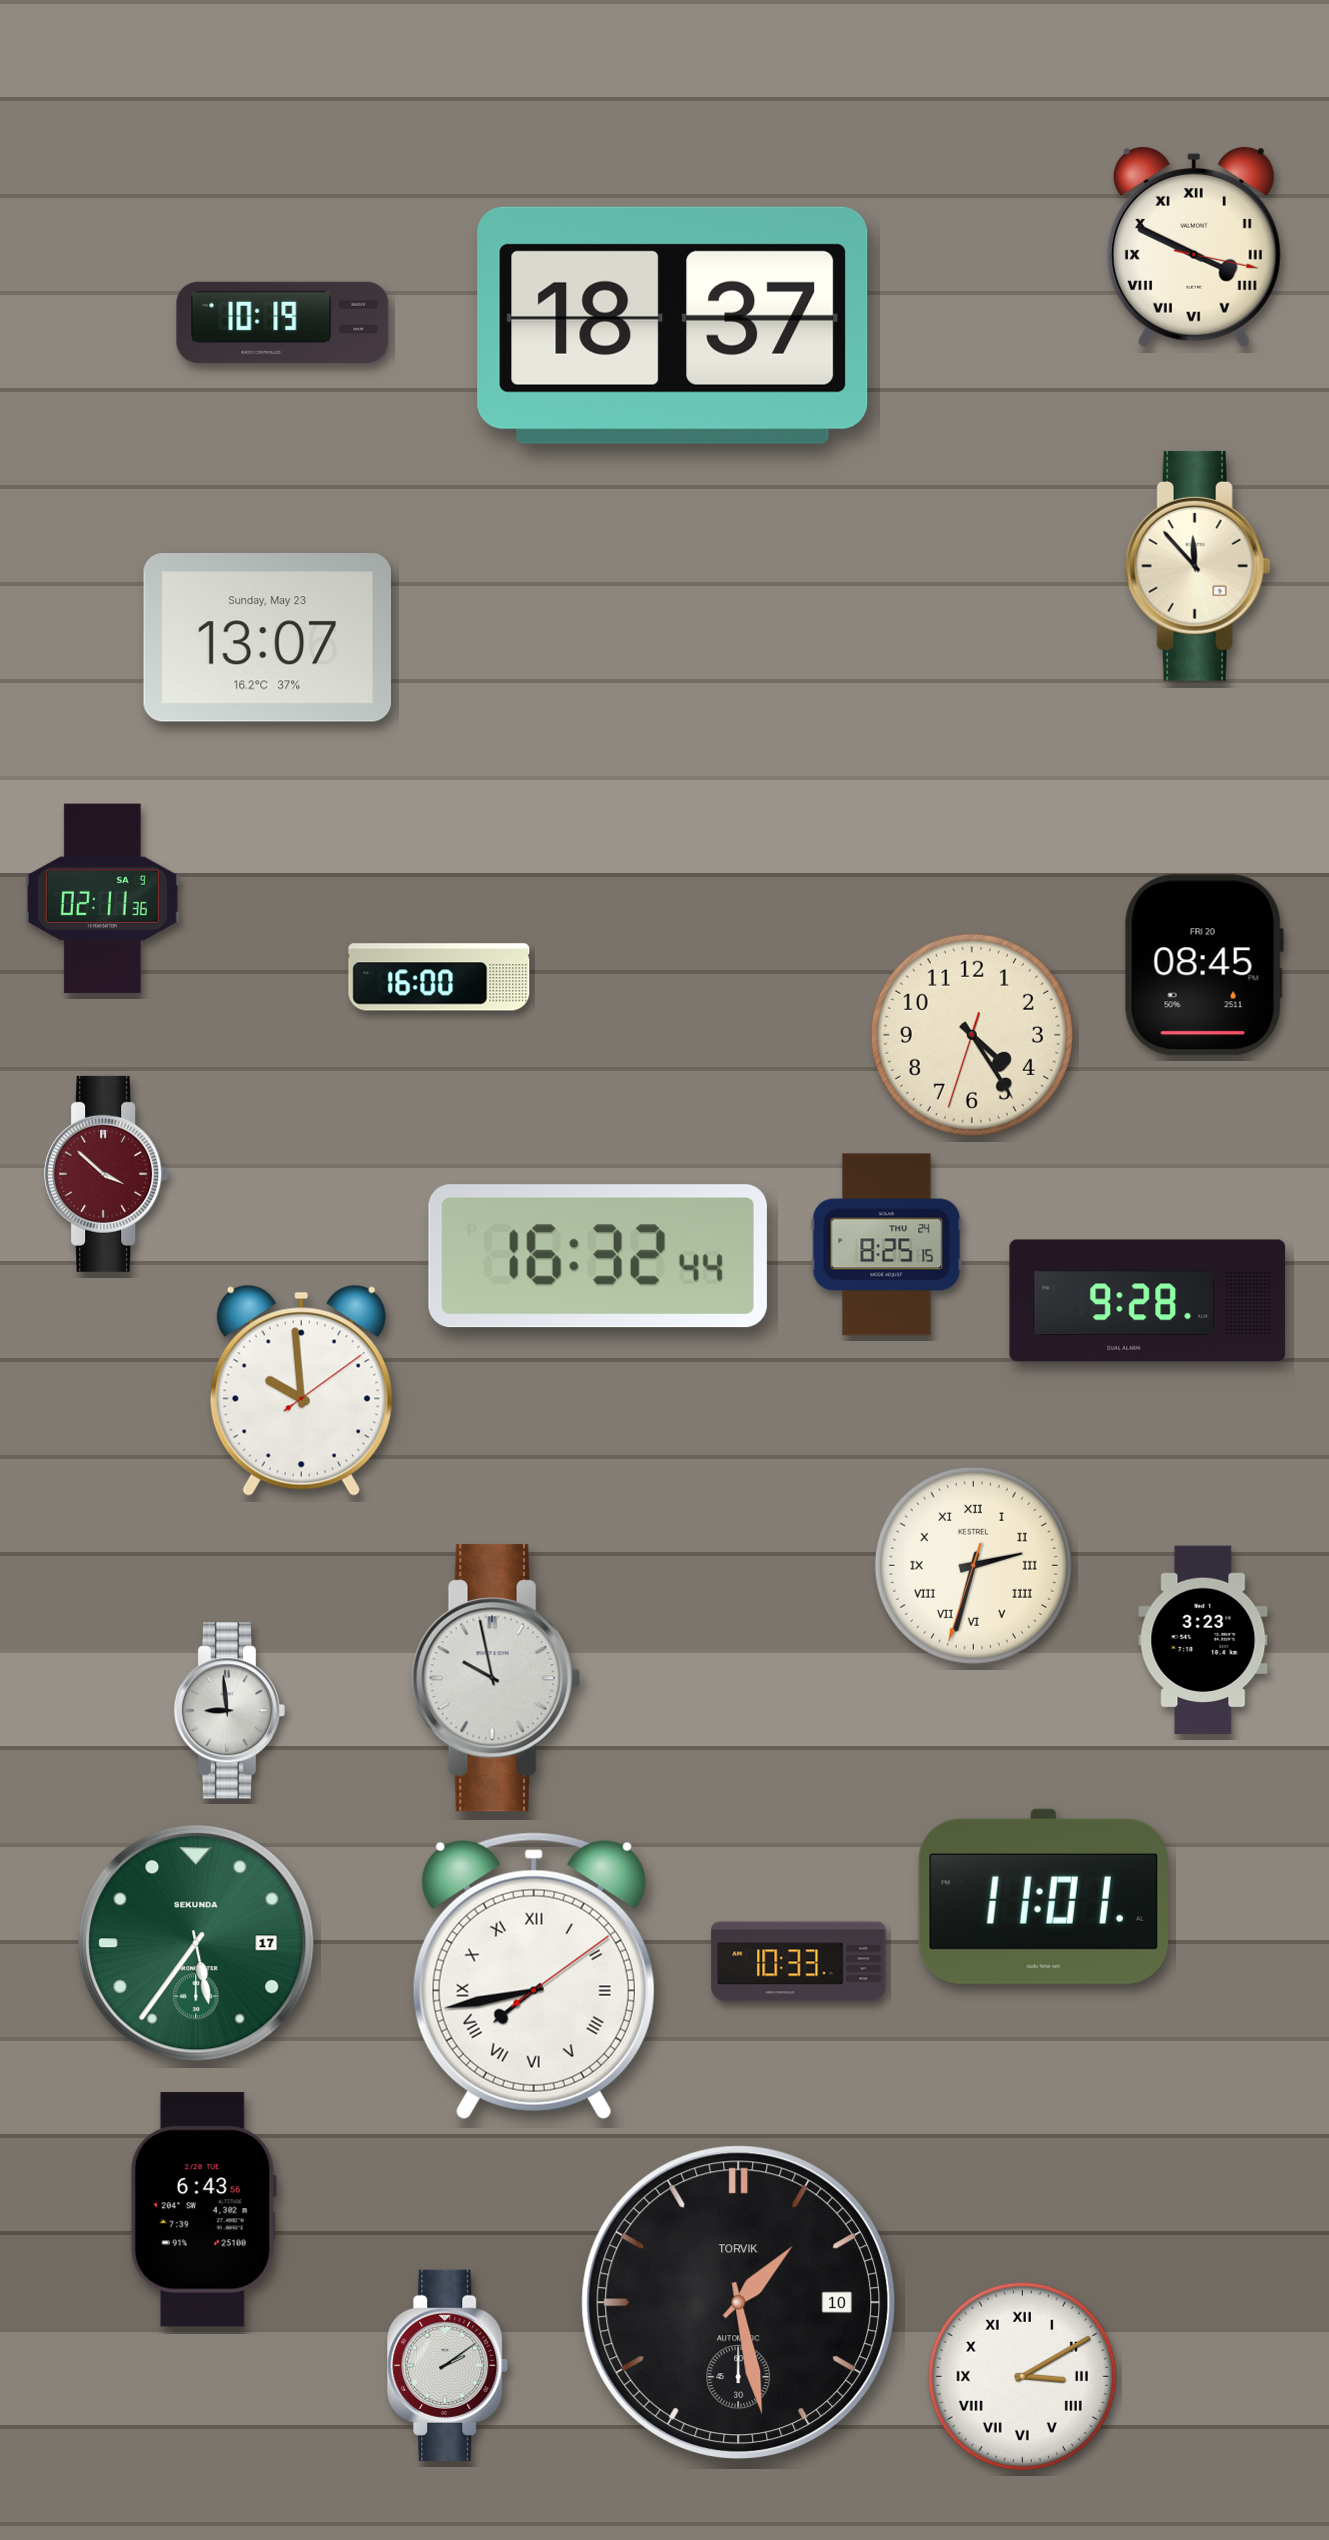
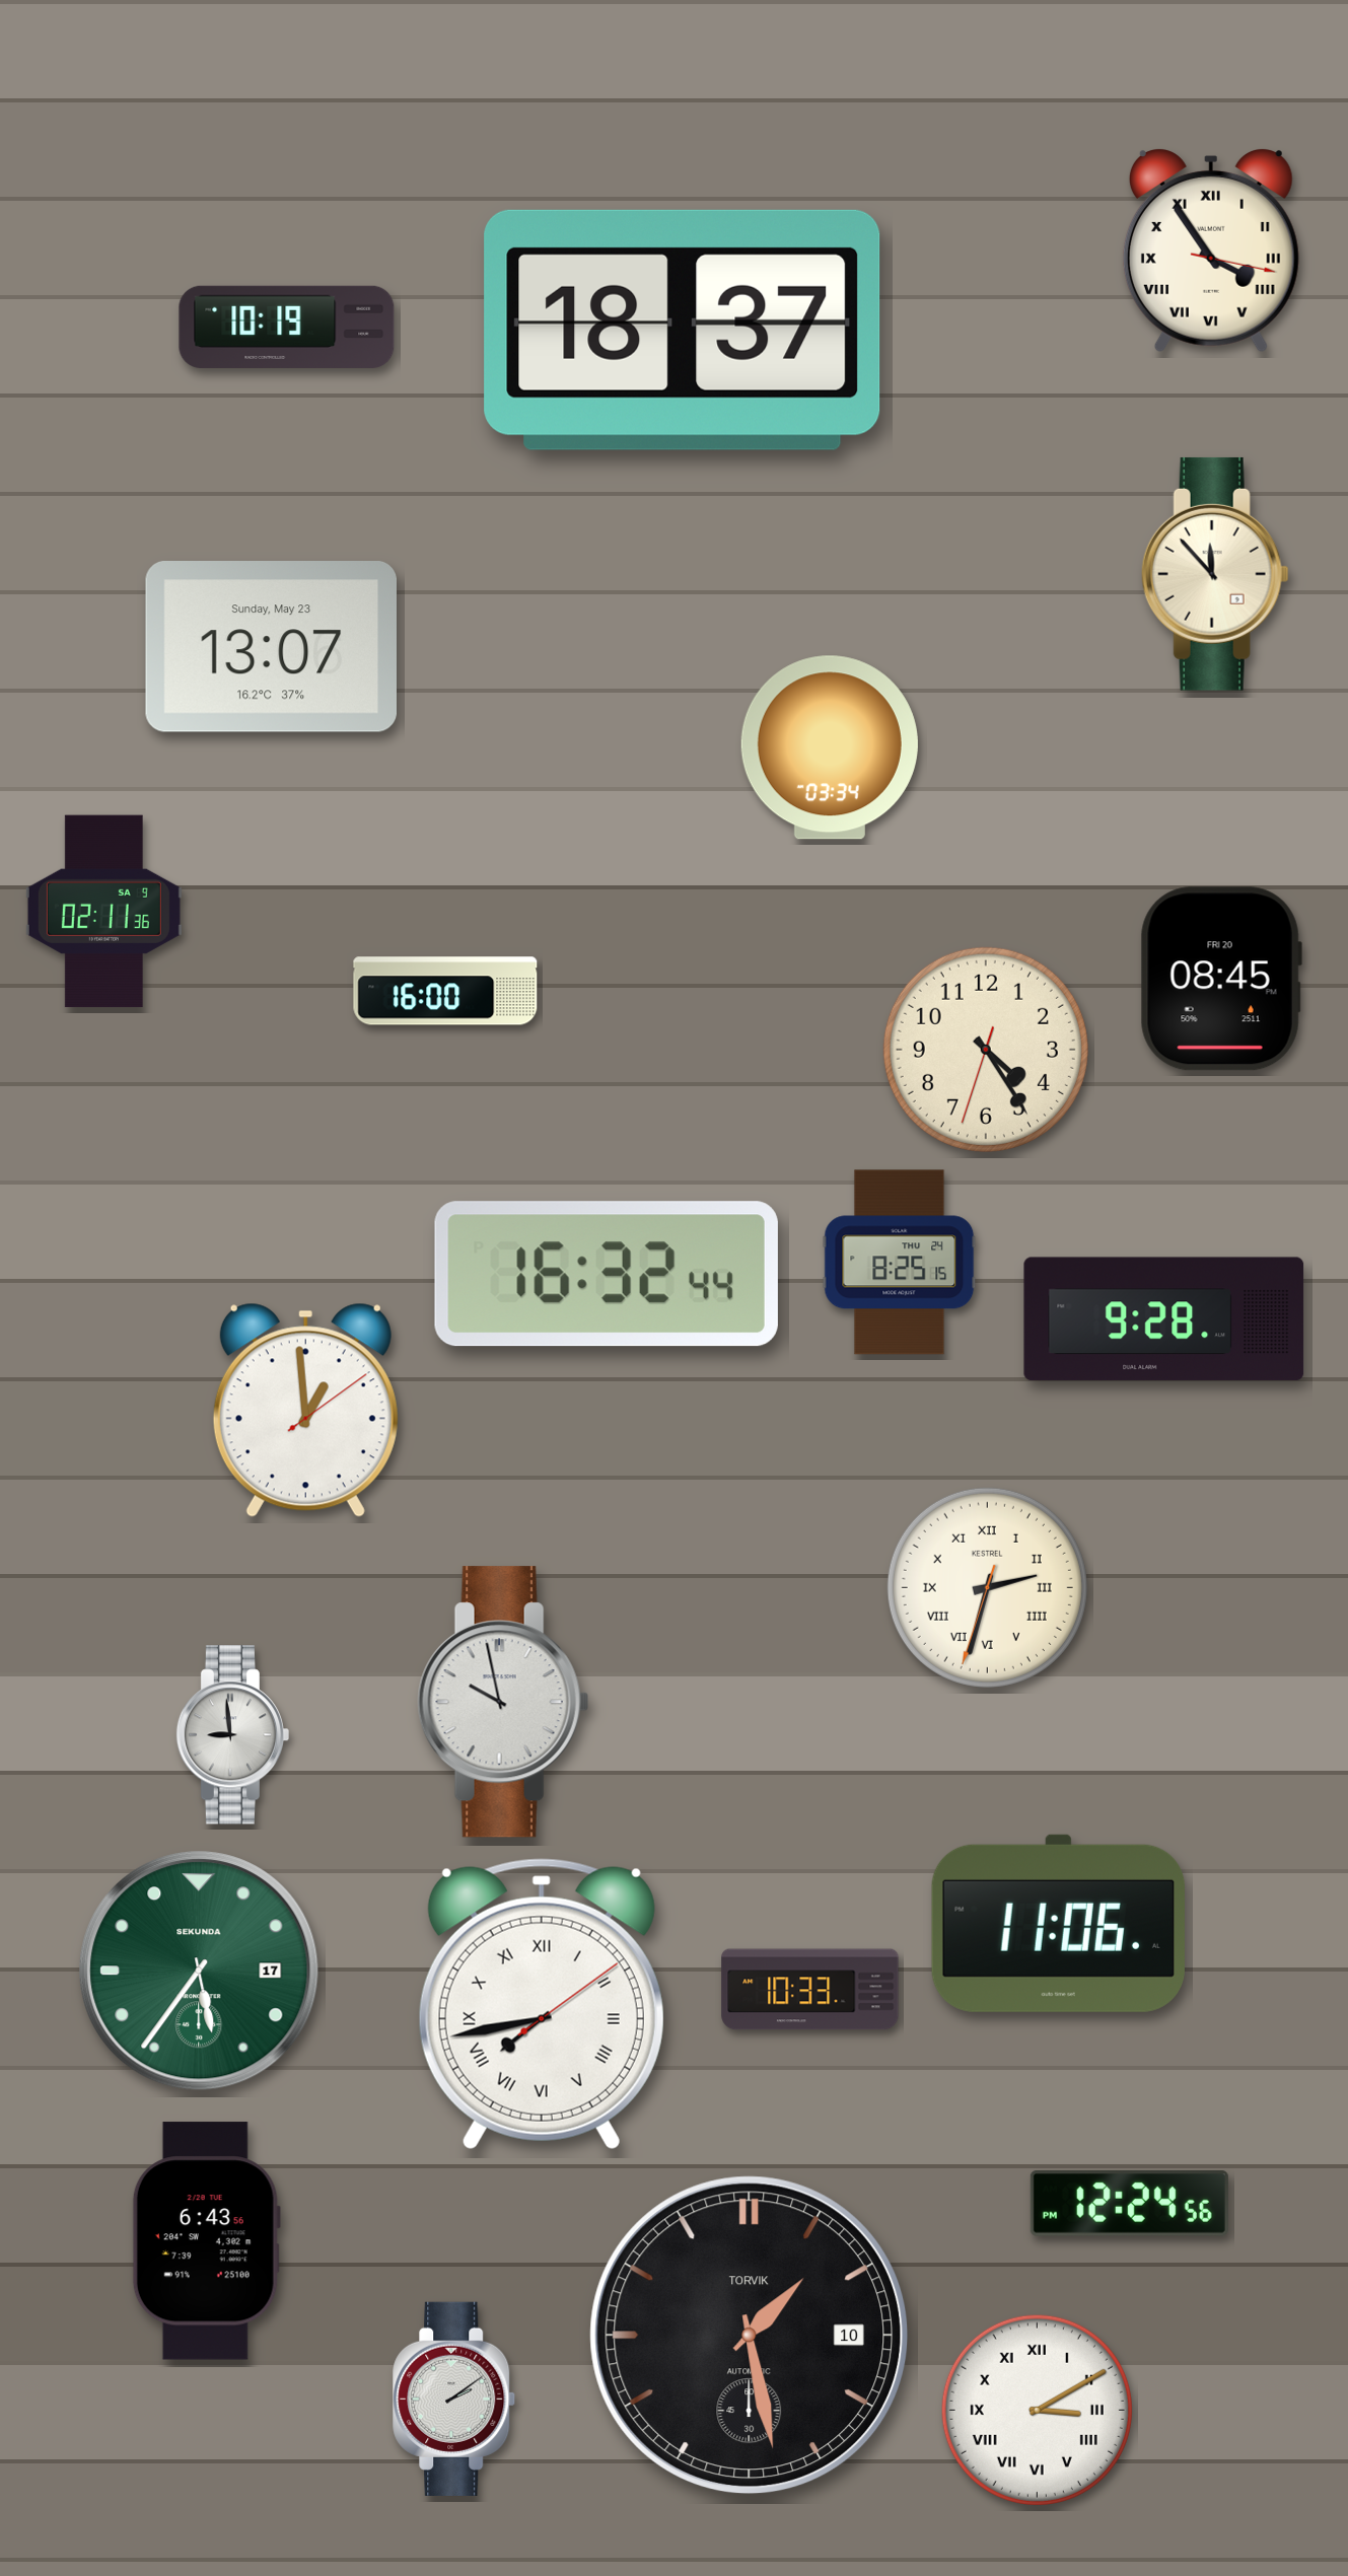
clock at (1194, 247): 3:49 -> 3:54
clock at (830, 747): none -> 03:34
clock at (107, 1174): 3:52 -> none
clock at (301, 1390): 9:59 -> 12:59
clock at (1203, 1640): 3:23 -> none
clock at (1043, 1896): 11:01 -> 11:06
clock at (1129, 2204): none -> 12:24
